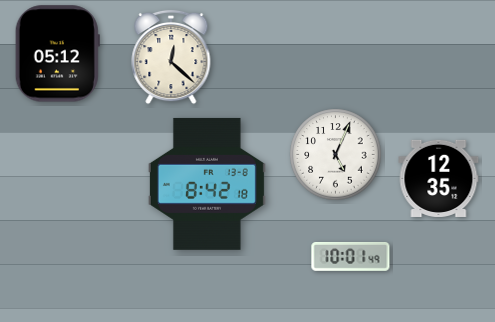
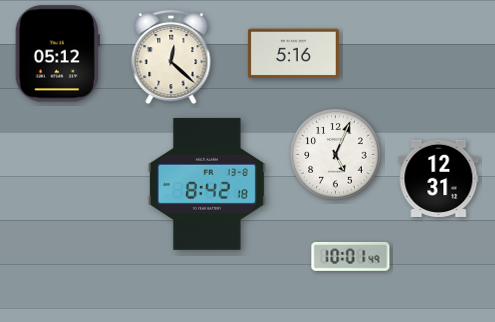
clock at (293, 54): none -> 5:16
clock at (439, 178): 12:35 -> 12:31
